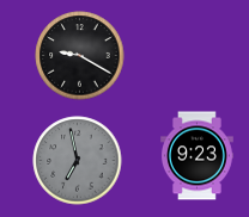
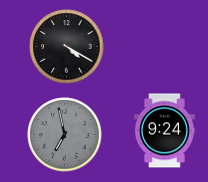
clock at (80, 56): 9:20 -> 4:20
clock at (198, 156): 9:23 -> 9:24
